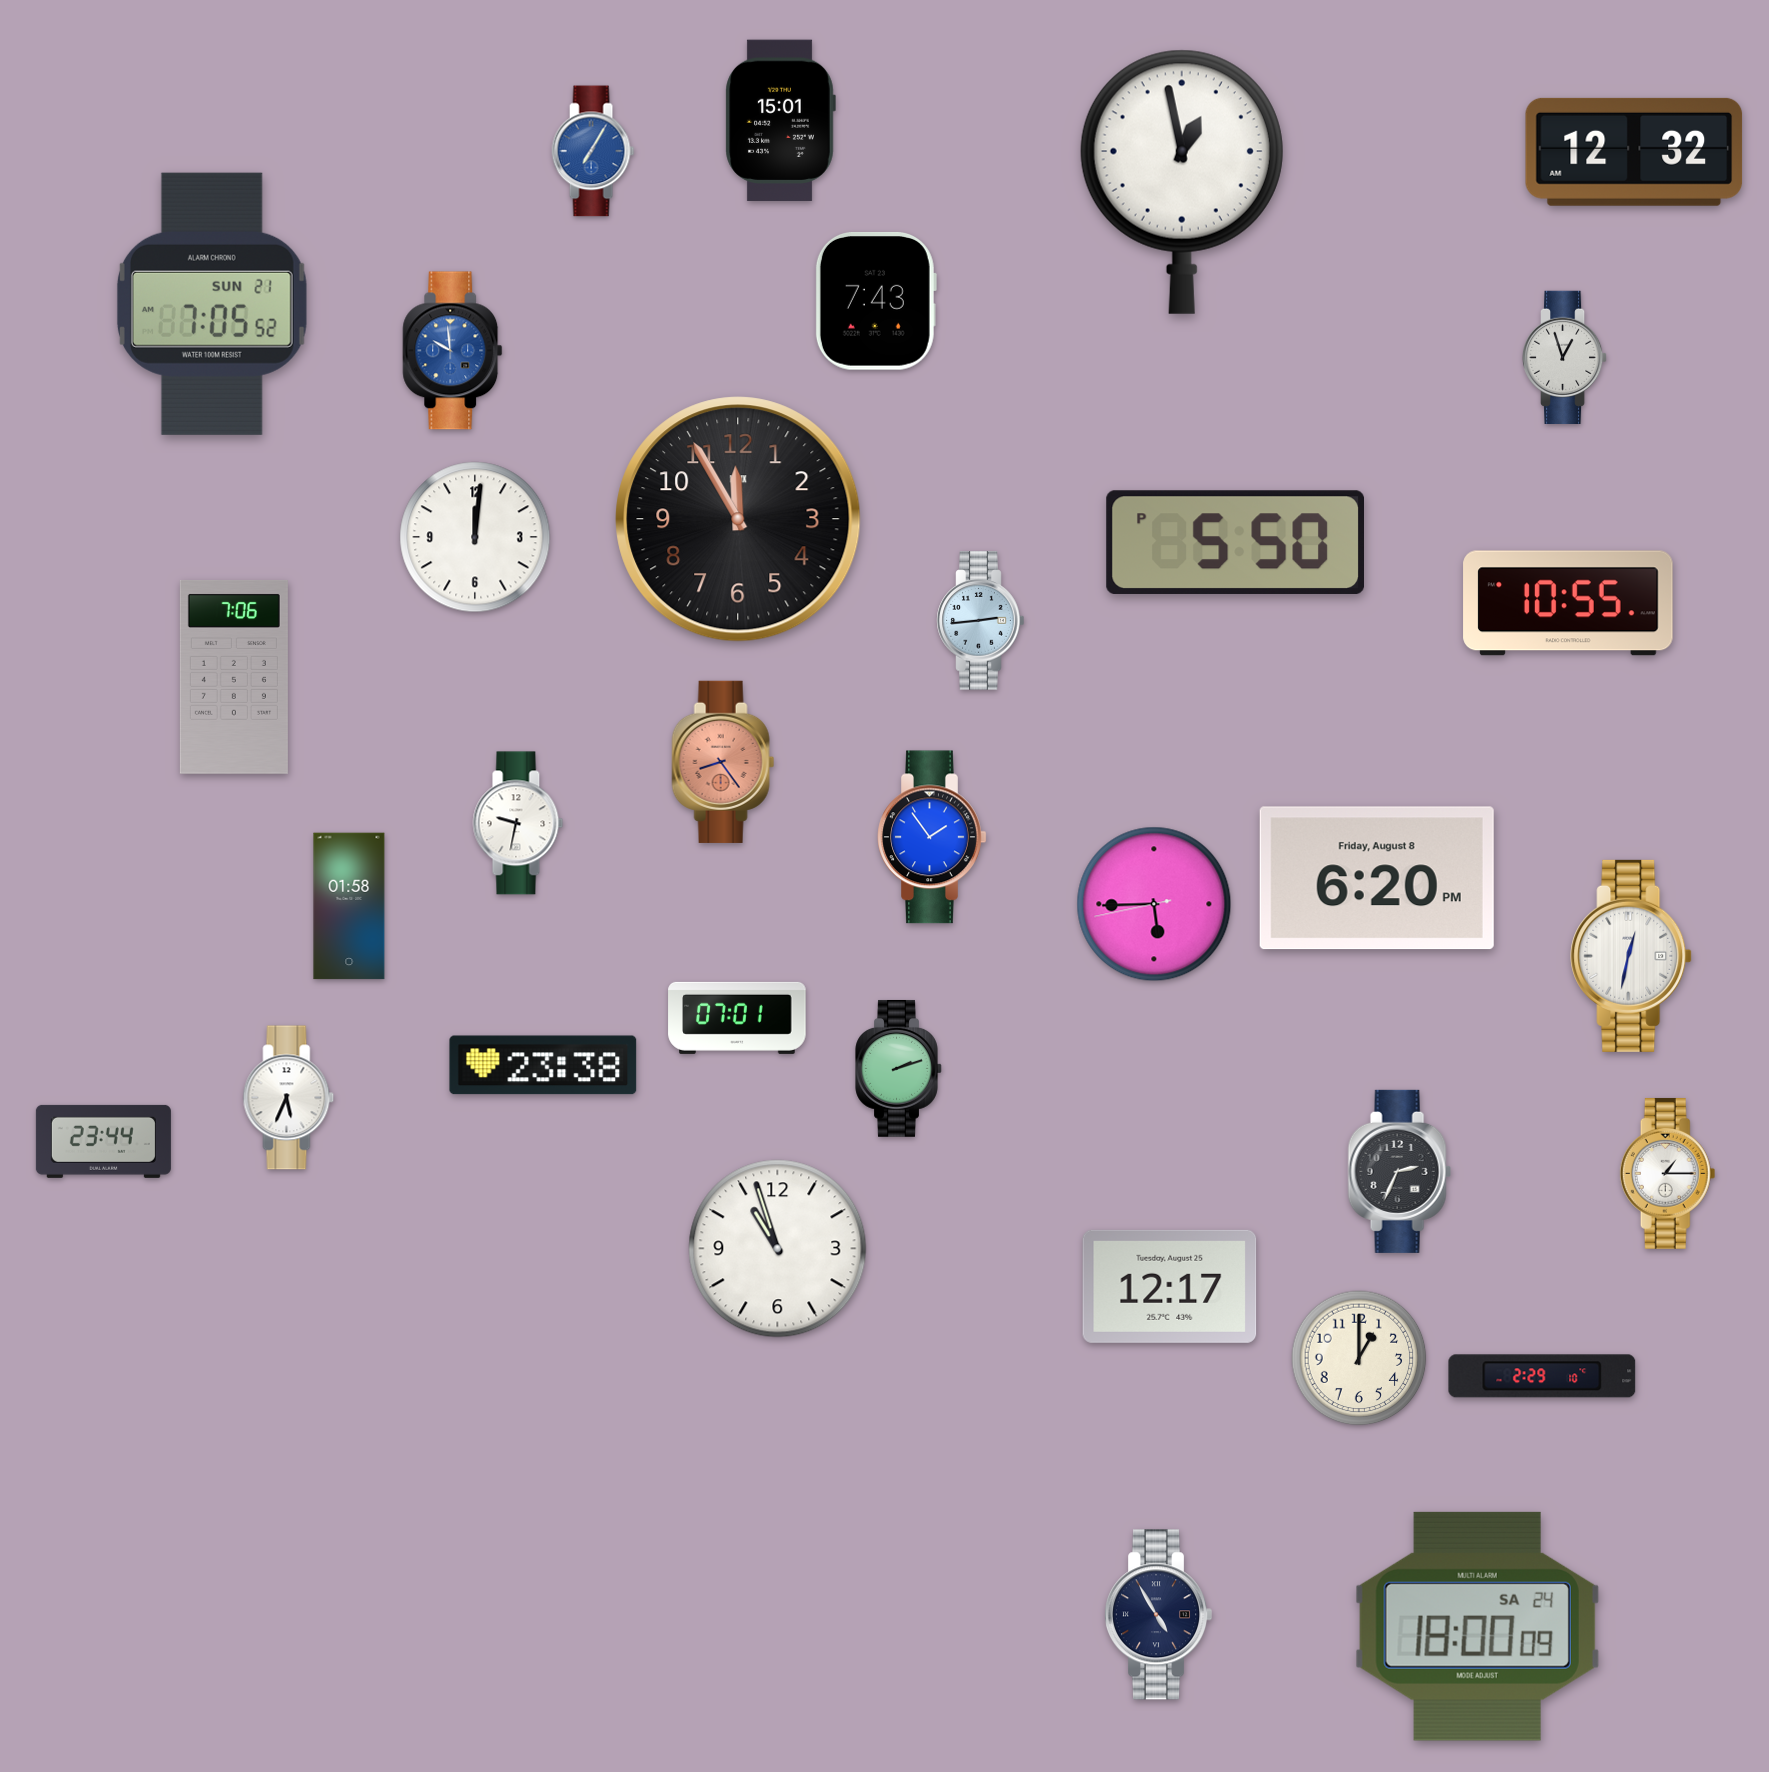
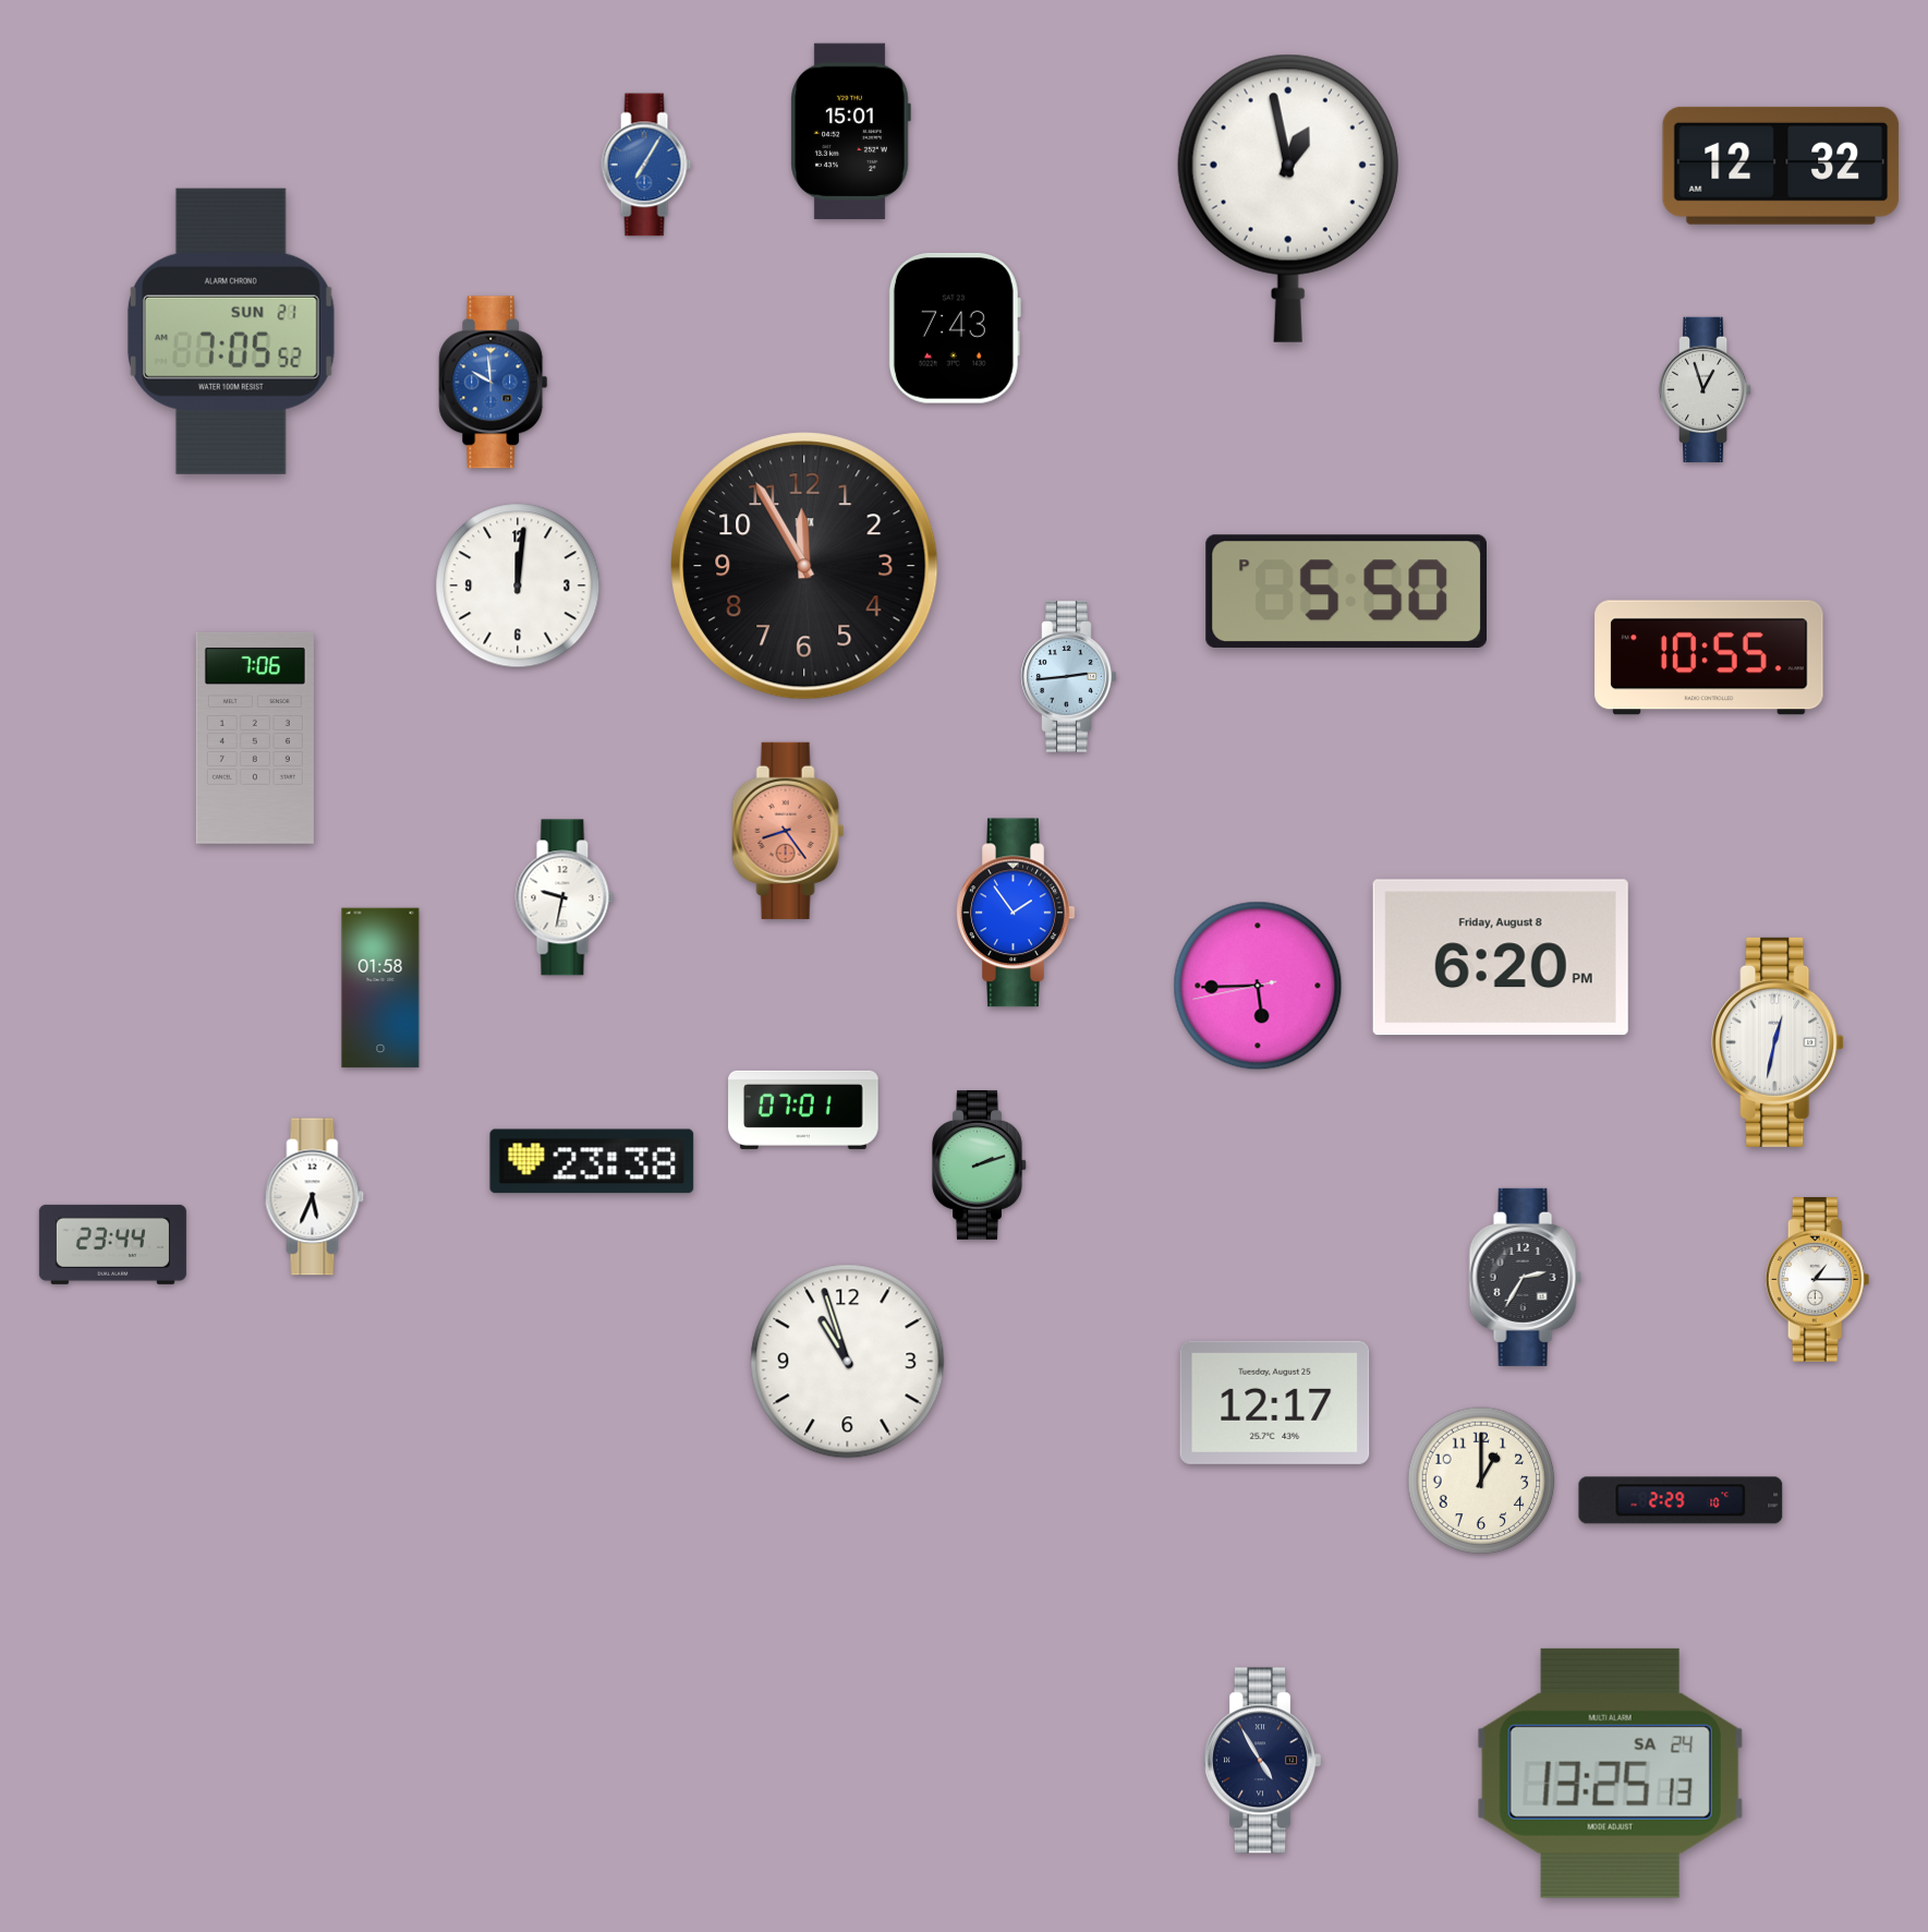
clock at (1399, 1171): 2:34 -> 2:35
clock at (1477, 1626): 18:00 -> 13:25
